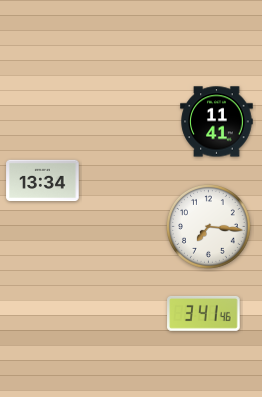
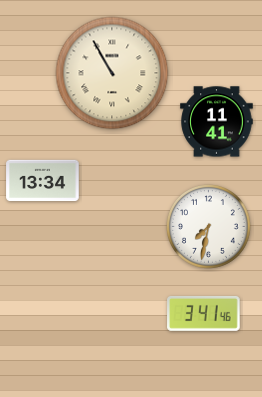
clock at (112, 73): none -> 10:55
clock at (209, 227): 7:16 -> 7:32
